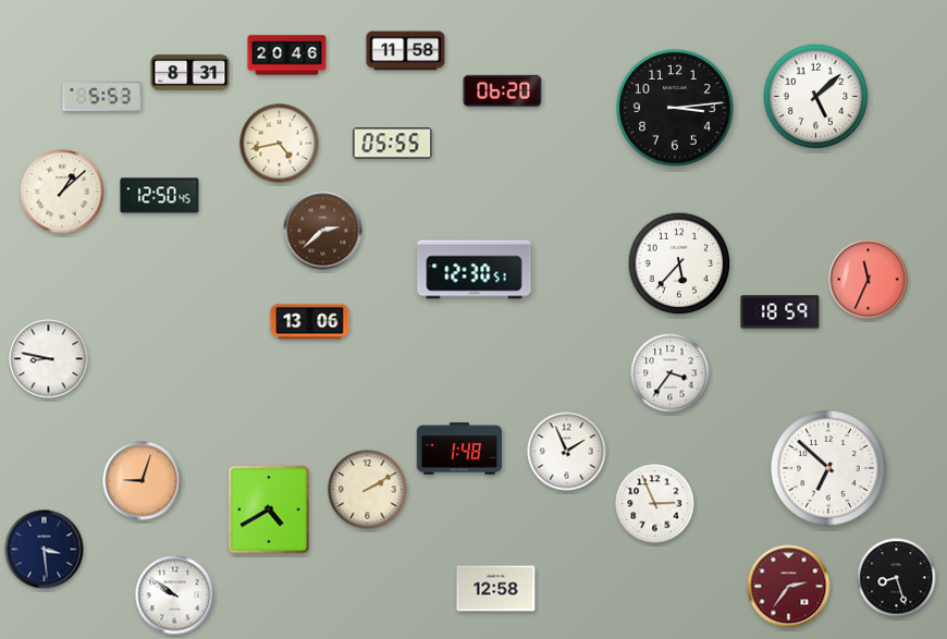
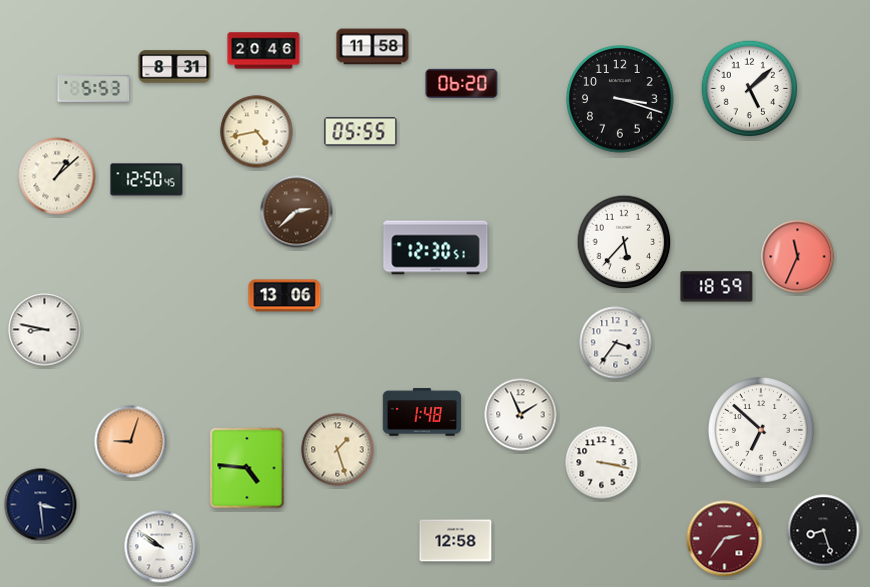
clock at (675, 108): 3:14 -> 3:18
clock at (368, 490): 2:10 -> 1:27
clock at (655, 504): 2:56 -> 3:17
clock at (269, 509): 4:40 -> 4:46
